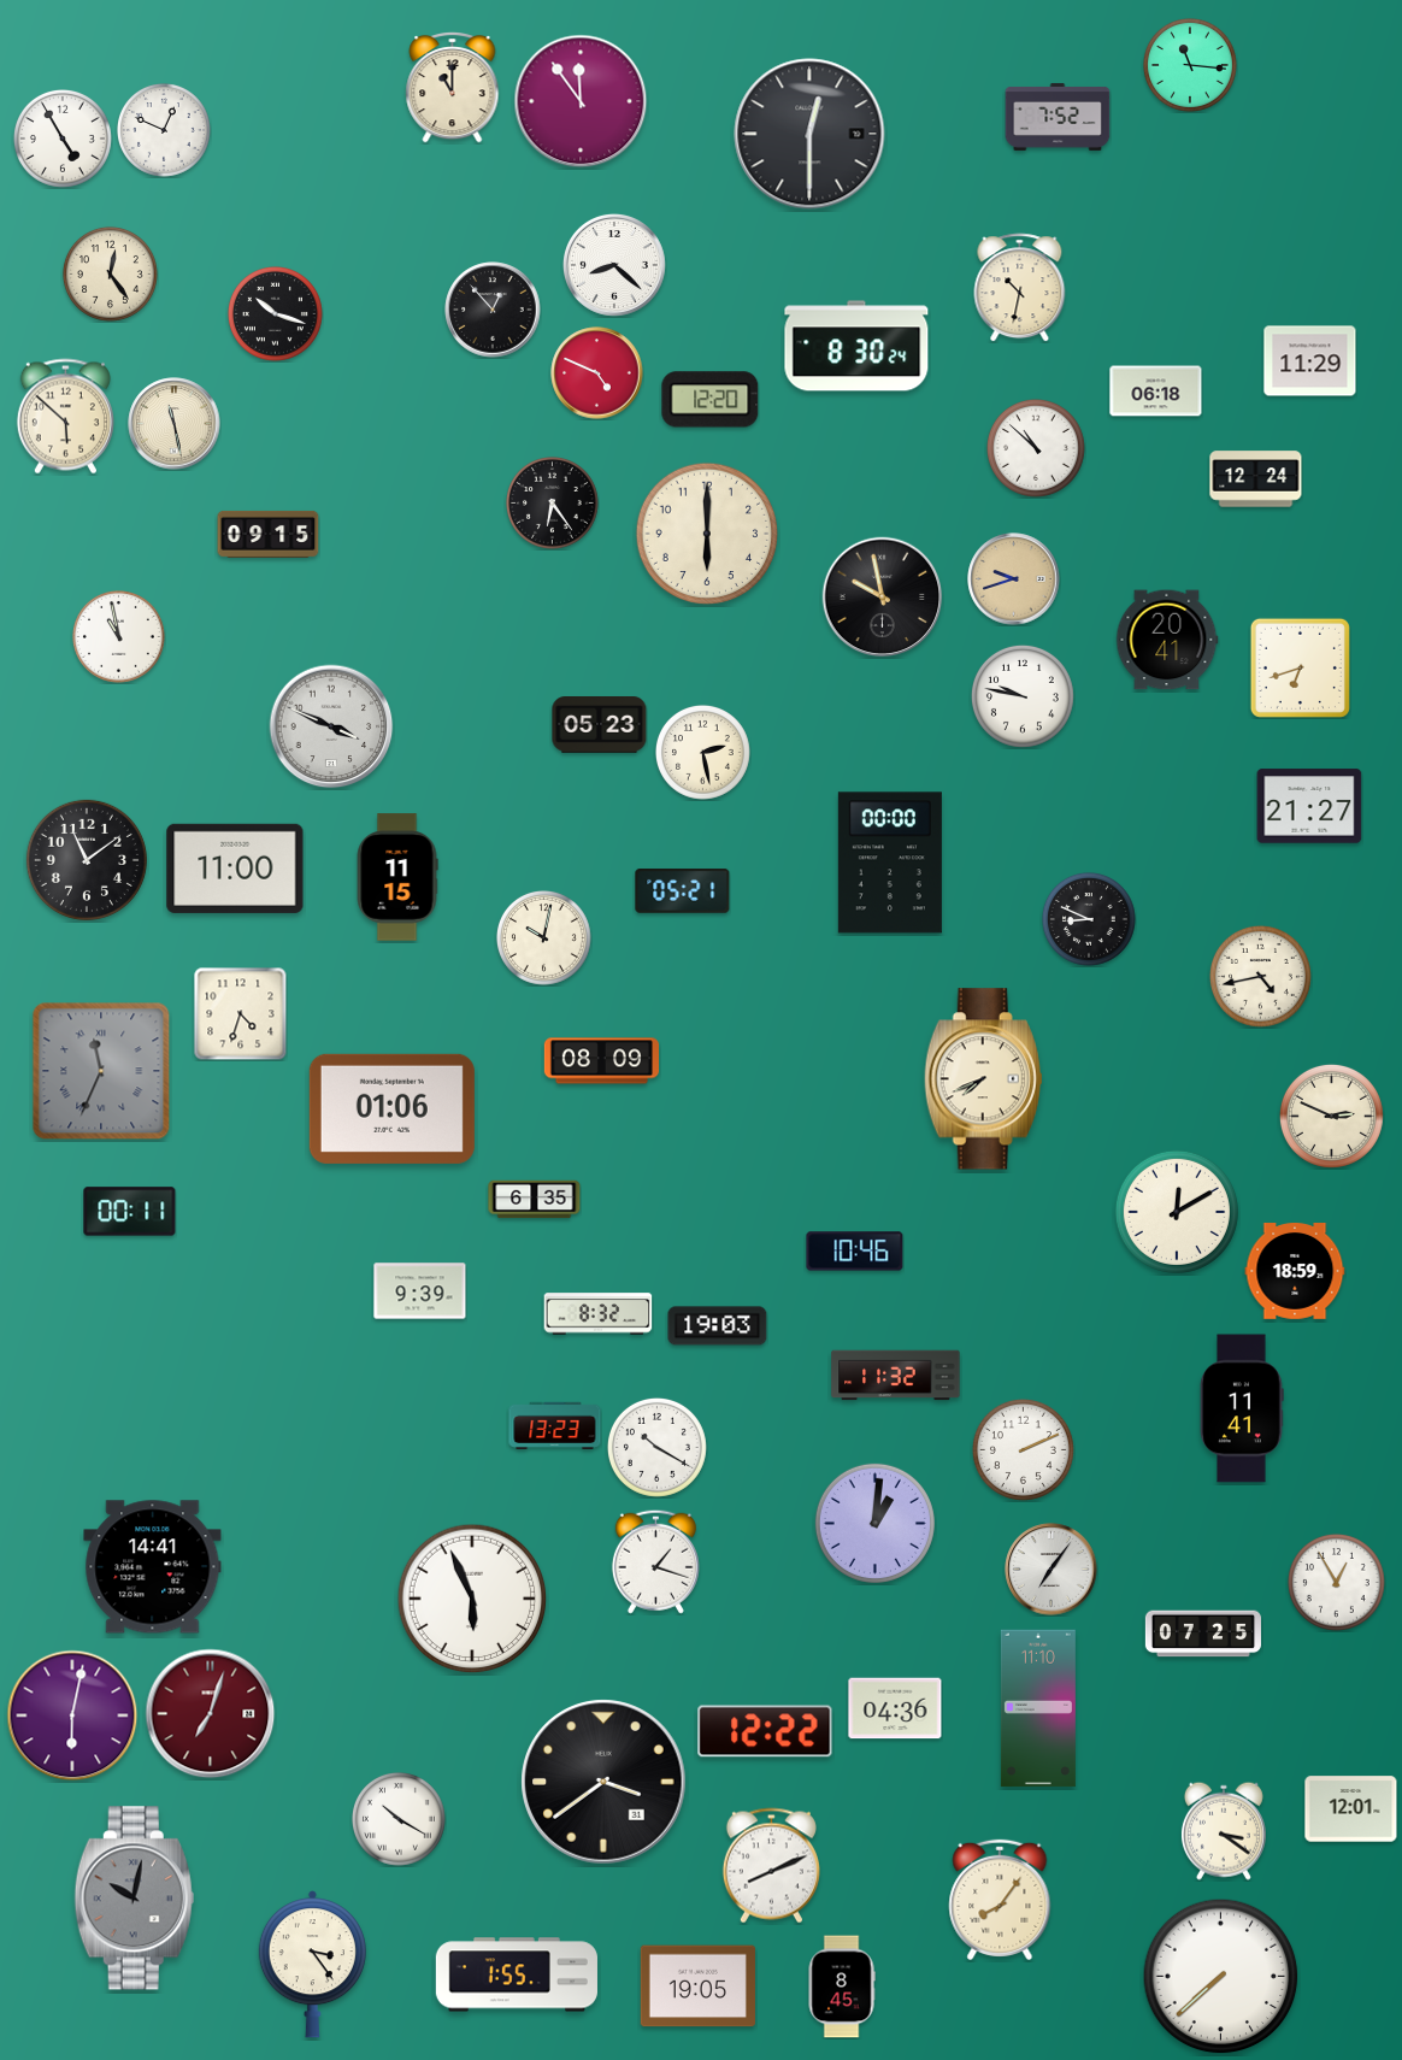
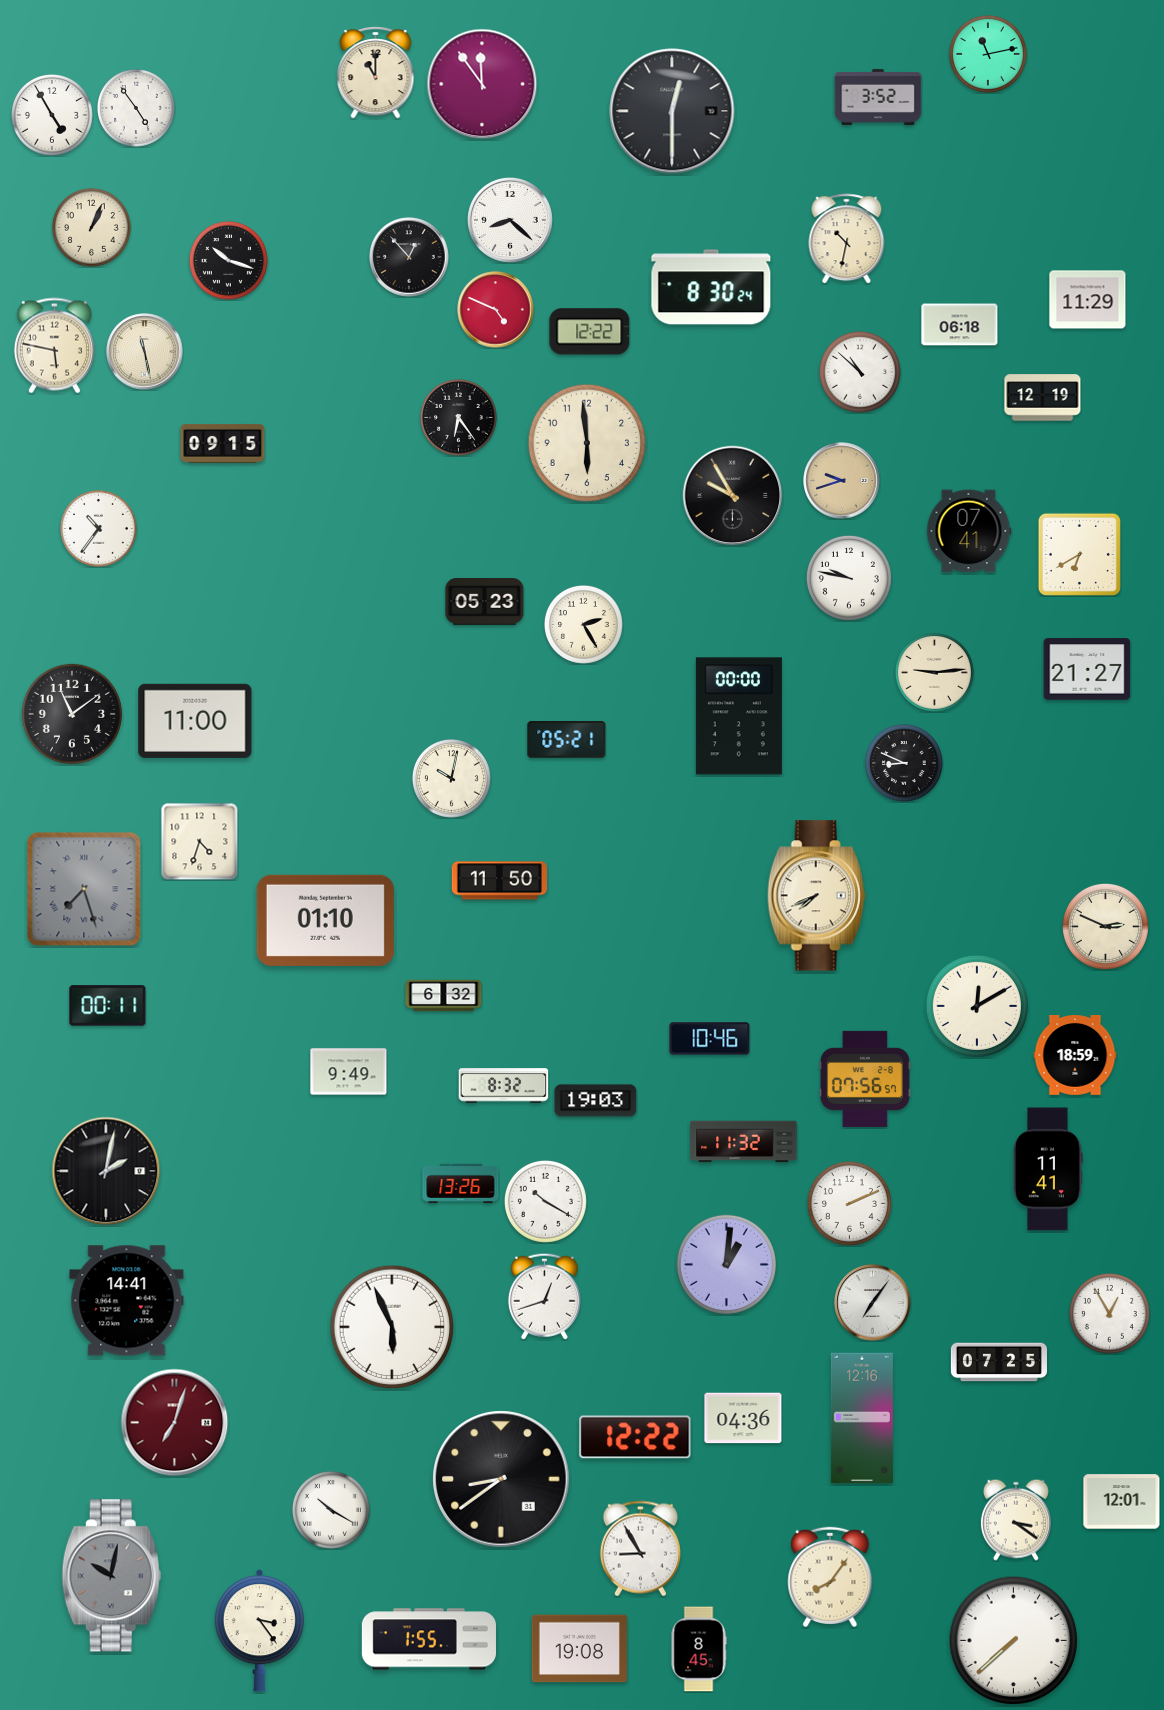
clock at (1191, 66): 11:16 -> 11:13
clock at (1058, 117): 7:52 -> 3:52
clock at (165, 131): 12:49 -> 4:54
clock at (110, 273): 12:24 -> 1:04
clock at (711, 400): 12:20 -> 12:22
clock at (65, 417): 5:52 -> 5:47
clock at (1256, 479): 12:24 -> 12:19
clock at (707, 534): 6:00 -> 5:59
clock at (883, 598): 9:58 -> 9:55
clock at (119, 637): 10:58 -> 10:36
clock at (1167, 640): 20:41 -> 07:41
clock at (1300, 667): 6:42 -> 6:40
clock at (600, 725) position: (600, 725) -> (485, 602)
clock at (331, 726): 3:49 -> none
clock at (702, 752): 2:28 -> 2:25
clock at (934, 672): none -> 9:14
clock at (397, 877): 11:15 -> none
clock at (1260, 976): 4:43 -> none
clock at (601, 1061): 08:09 -> 11:50
clock at (101, 1071): 11:34 -> 7:27
clock at (391, 1108): 01:06 -> 01:10
clock at (535, 1200): 6:35 -> 6:32
clock at (420, 1291): 9:39 -> 9:49
clock at (865, 1079): none -> 07:56
clock at (599, 1314) position: (599, 1314) -> (504, 1086)
clock at (1242, 1408) position: (1242, 1408) -> (1048, 1169)
clock at (106, 1171): none -> 2:02
clock at (555, 1425): 13:23 -> 13:26
clock at (655, 1561): 1:18 -> 12:42
clock at (1203, 1634) position: (1203, 1634) -> (999, 1362)
clock at (1038, 1708): 11:10 -> 12:16
clock at (72, 1715): 6:02 -> none
clock at (603, 1782): 3:39 -> 8:39
clock at (771, 1866): 8:11 -> 8:55
clock at (697, 1987): 19:05 -> 19:08
